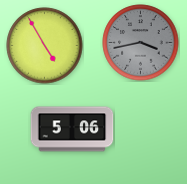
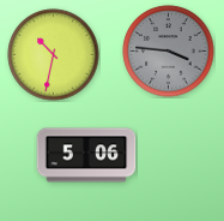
clock at (141, 43): 3:43 -> 3:46
clock at (45, 46): 4:55 -> 10:32
